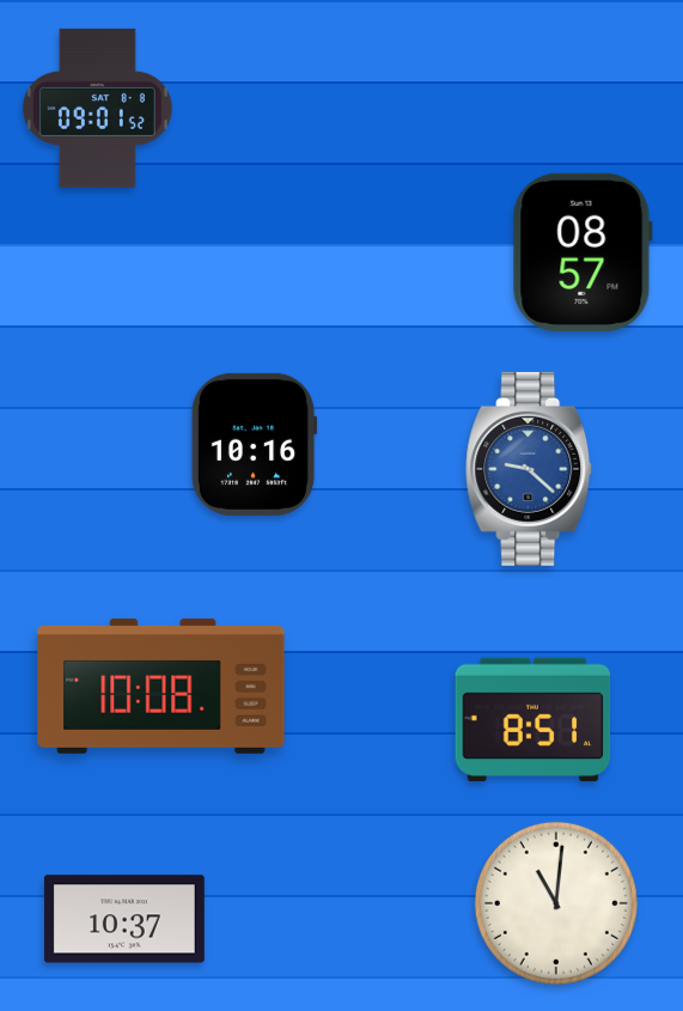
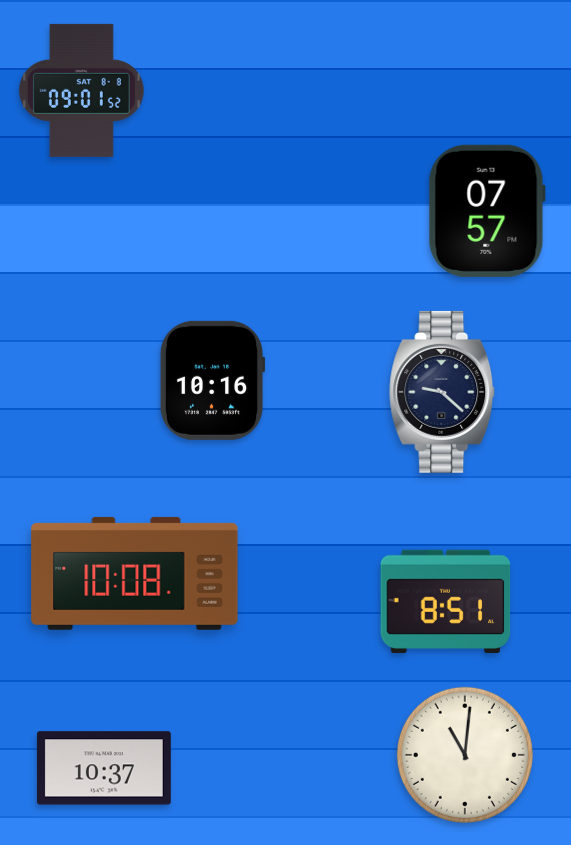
clock at (583, 252): 08:57 -> 07:57
clock at (254, 444) position: (254, 444) -> (212, 380)
clock at (530, 469) dial: blue -> navy
